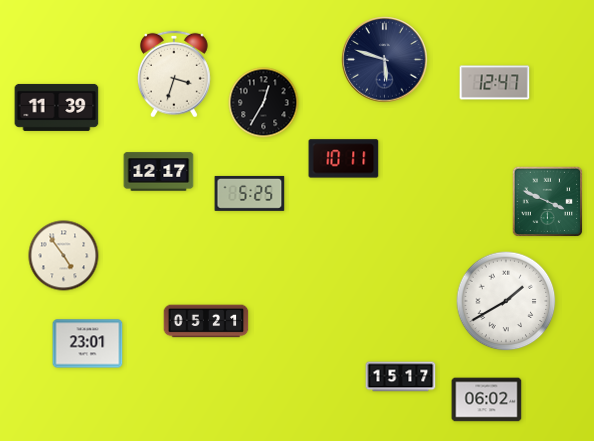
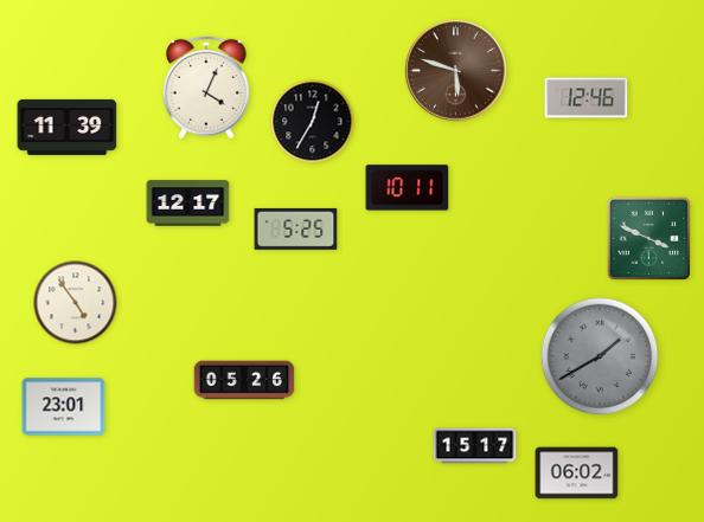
clock at (385, 60) dial: navy -> brown
clock at (174, 74): 3:33 -> 4:04
clock at (495, 83): 12:47 -> 12:46
clock at (506, 301) dial: white -> grey
clock at (206, 321): 05:21 -> 05:26
clock at (88, 344) position: (88, 344) -> (64, 407)
